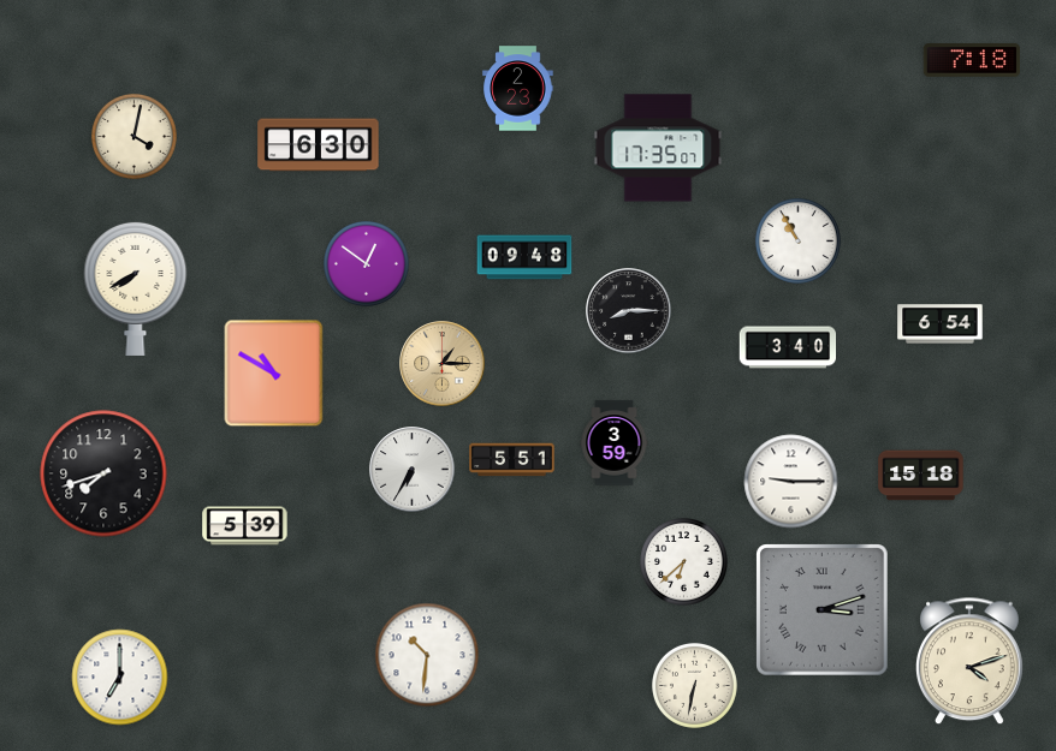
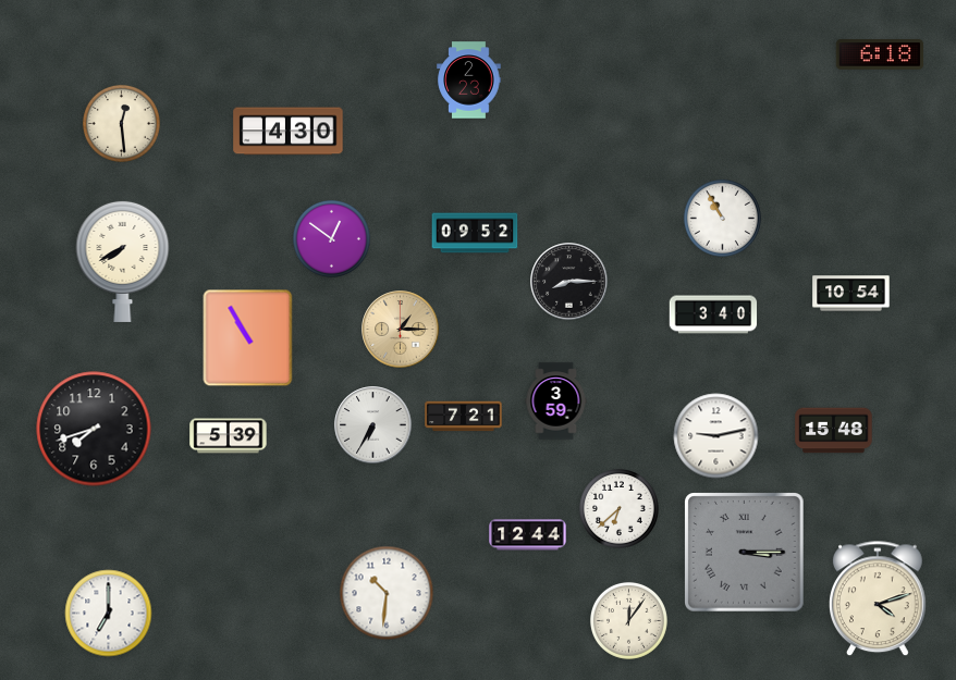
clock at (972, 60): 7:18 -> 6:18
clock at (134, 136): 4:02 -> 12:29
clock at (319, 145): 6:30 -> 4:30
clock at (658, 148): 17:35 -> none
clock at (524, 257): 09:48 -> 09:52
clock at (941, 324): 6:54 -> 10:54
clock at (274, 374): 10:50 -> 10:55
clock at (512, 460): 5:51 -> 7:21
clock at (921, 476): 15:18 -> 15:48
clock at (791, 482): 9:15 -> 9:13
clock at (245, 526) position: (245, 526) -> (229, 436)
clock at (528, 535): none -> 12:44
clock at (823, 610): 3:12 -> 3:15
clock at (694, 685): 6:32 -> 12:06
